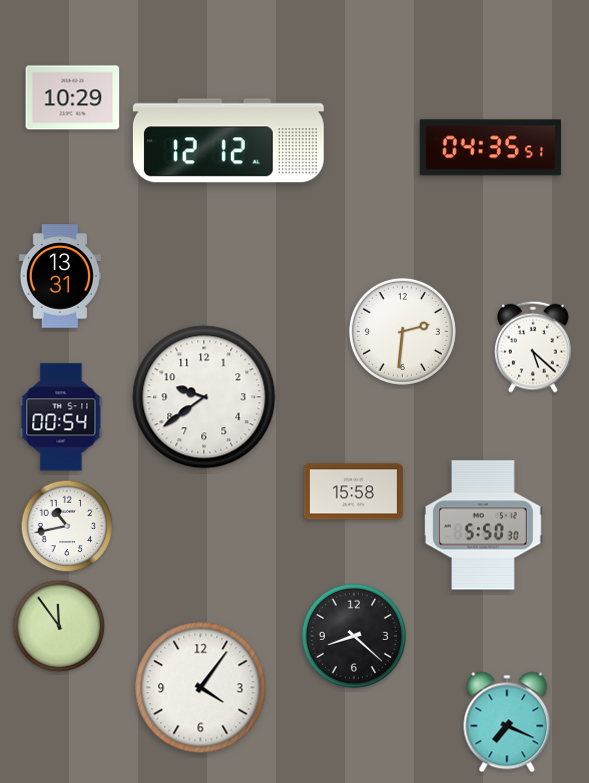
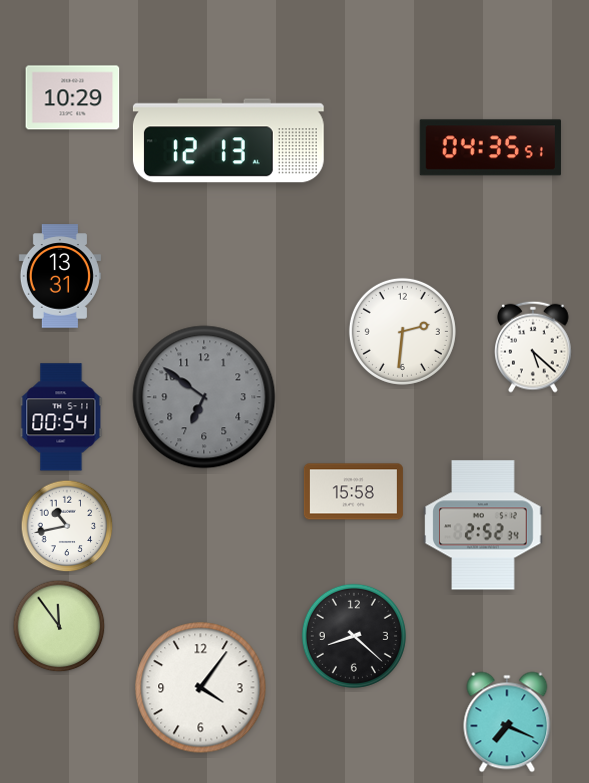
clock at (228, 141): 12:12 -> 12:13
clock at (204, 397): 9:39 -> 6:51
clock at (204, 397) dial: white -> grey
clock at (483, 525): 5:50 -> 2:52
